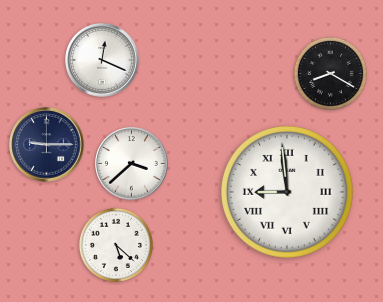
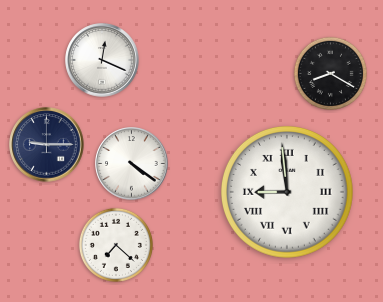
clock at (132, 164): 3:38 -> 4:21
clock at (116, 245): 5:22 -> 7:22
